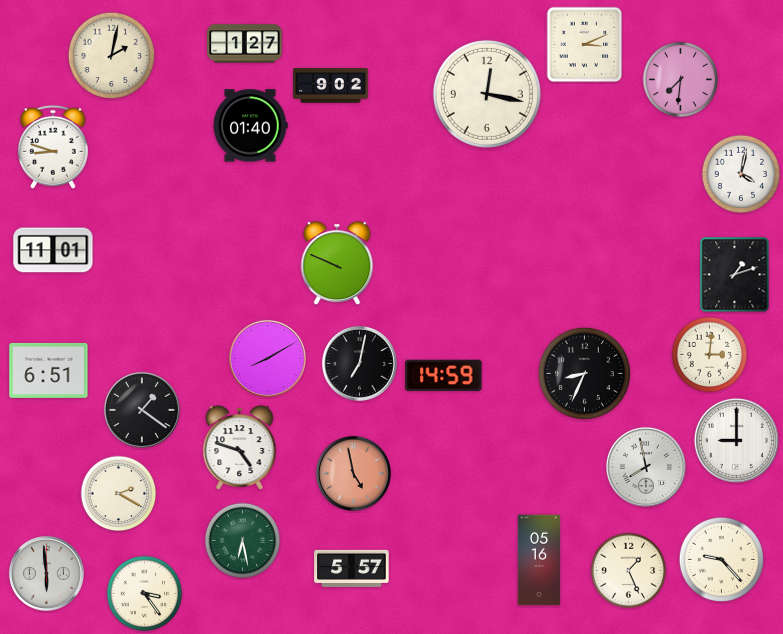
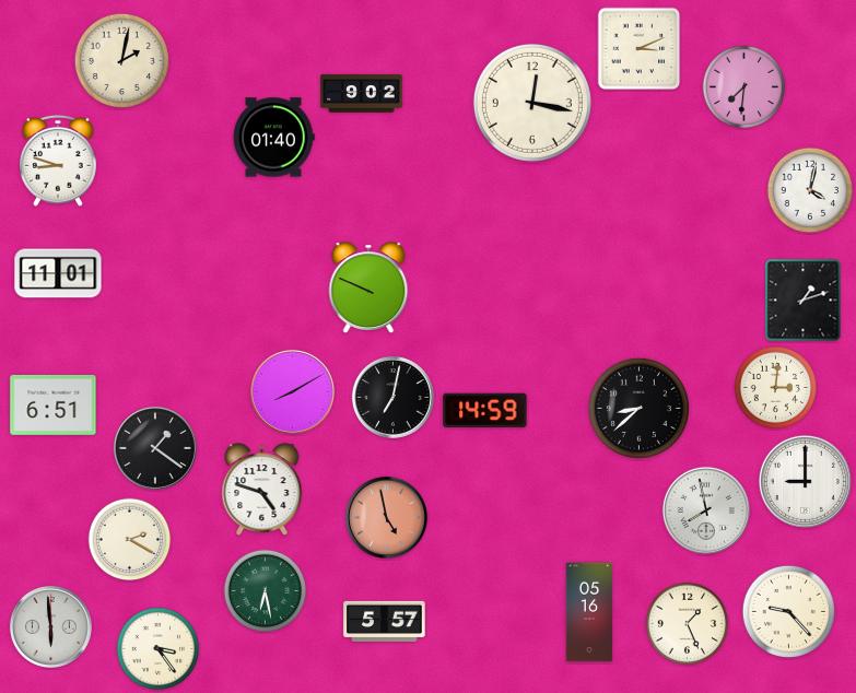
clock at (245, 44): 1:27 -> none
clock at (584, 373): 8:34 -> 8:38
